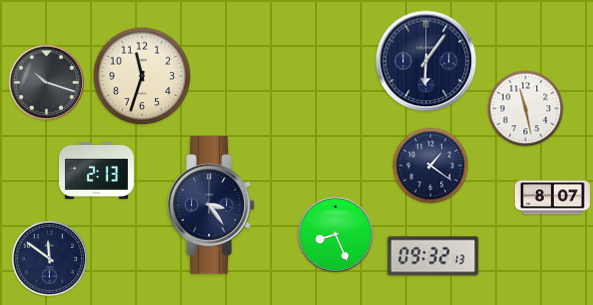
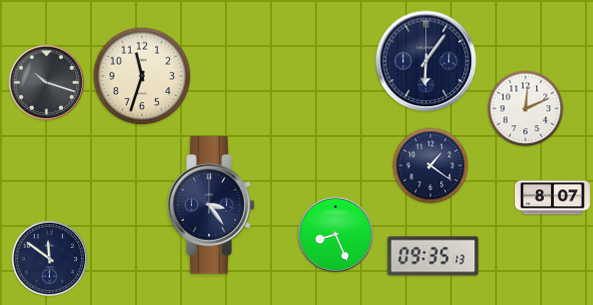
clock at (526, 109): 11:28 -> 12:11
clock at (96, 170): 2:13 -> none
clock at (433, 256): 09:32 -> 09:35
